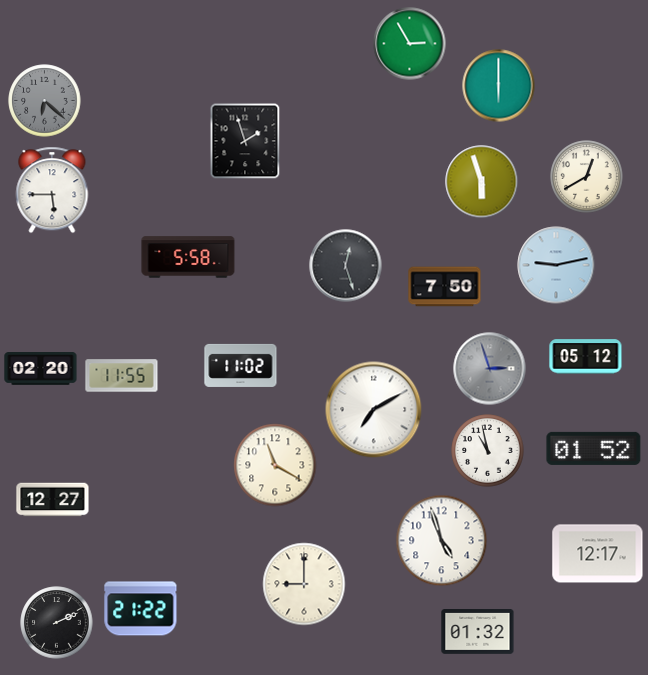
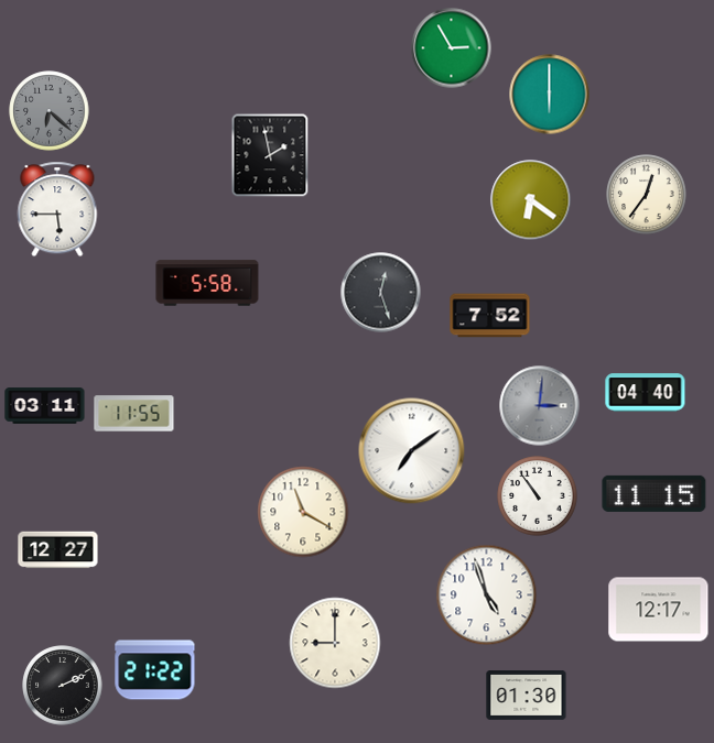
clock at (245, 141): 1:57 -> 1:58
clock at (587, 177): 12:40 -> 12:36
clock at (482, 182): 5:57 -> 6:21
clock at (556, 265): 9:13 -> none
clock at (445, 287): 7:50 -> 7:52
clock at (586, 357): 05:12 -> 04:40
clock at (241, 365): 11:02 -> none
clock at (41, 369): 02:20 -> 03:11
clock at (490, 369): 2:57 -> 3:01
clock at (374, 410): 7:10 -> 7:09
clock at (594, 448): 01:52 -> 11:15
clock at (488, 451): 10:58 -> 10:54
clock at (478, 632): 01:32 -> 01:30
